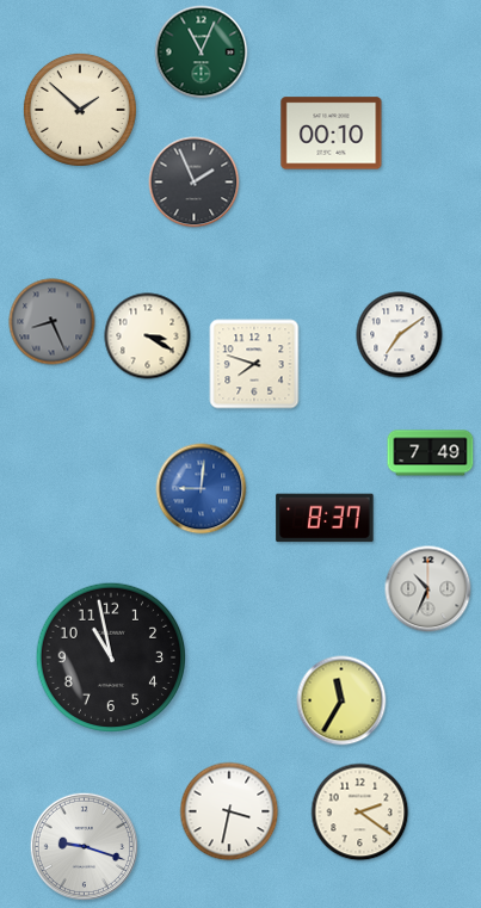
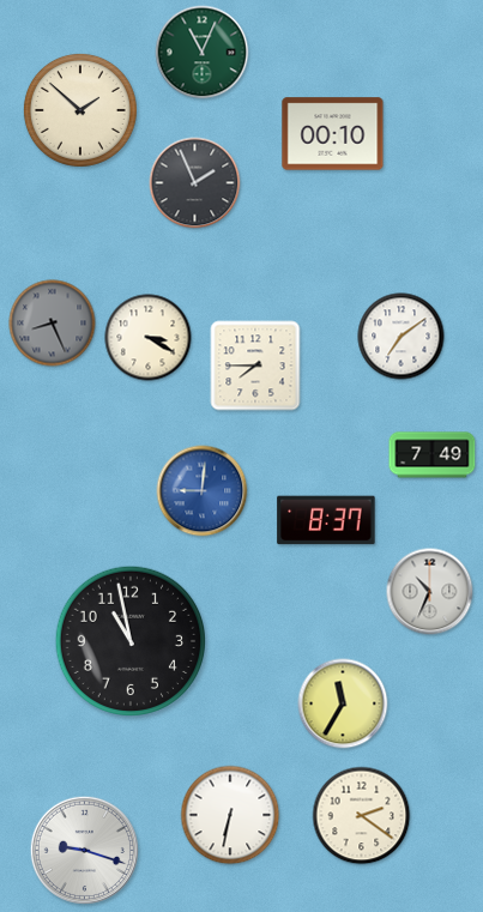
clock at (254, 364): 7:48 -> 7:45
clock at (110, 656) position: (110, 656) -> (129, 640)
clock at (229, 811): 3:32 -> 6:32
